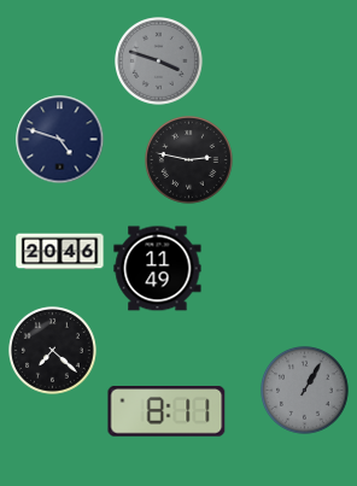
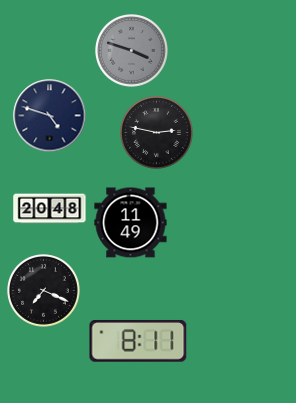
clock at (60, 252): 20:46 -> 20:48
clock at (53, 351): 7:22 -> 7:19
clock at (305, 391): 1:05 -> none
